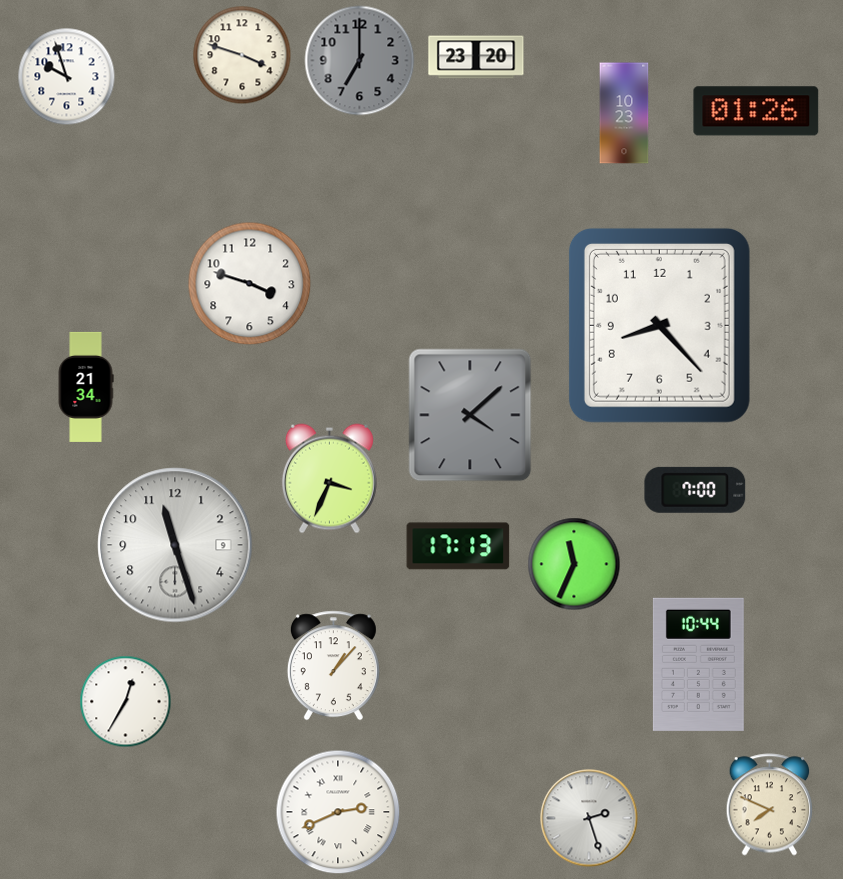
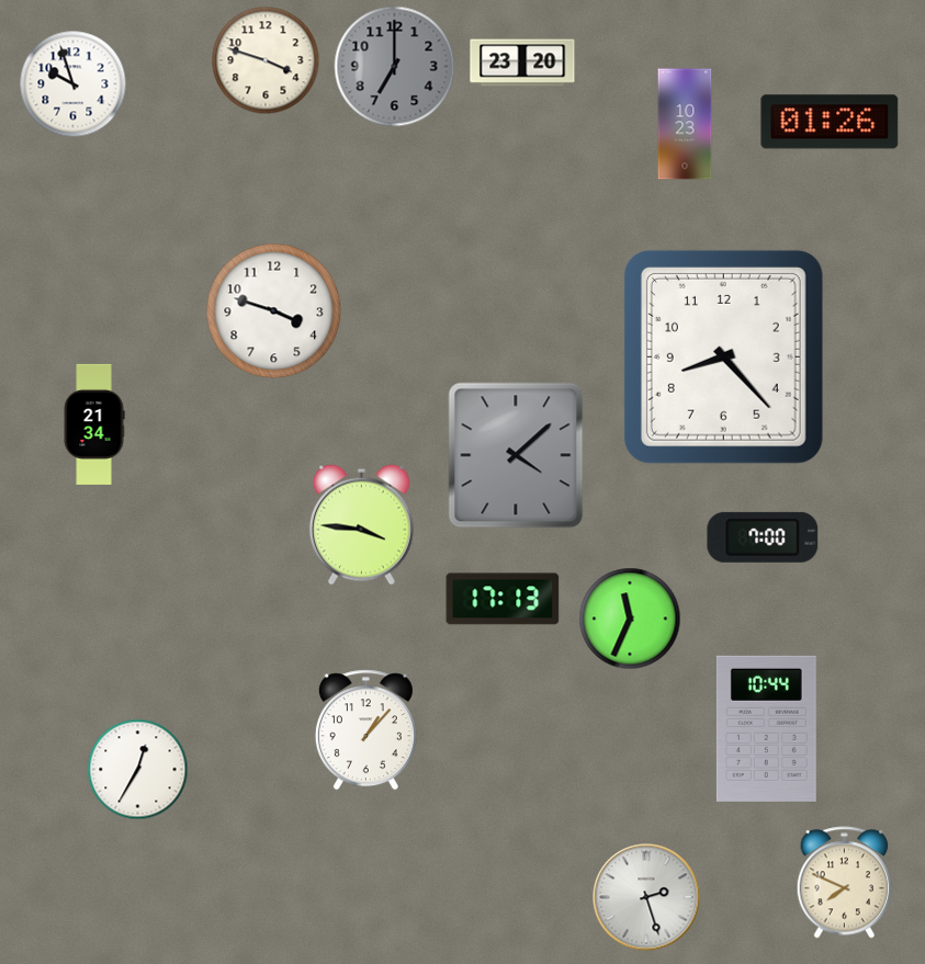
clock at (329, 479): 3:34 -> 3:46
clock at (175, 545): 11:27 -> none
clock at (338, 812): 2:41 -> none
